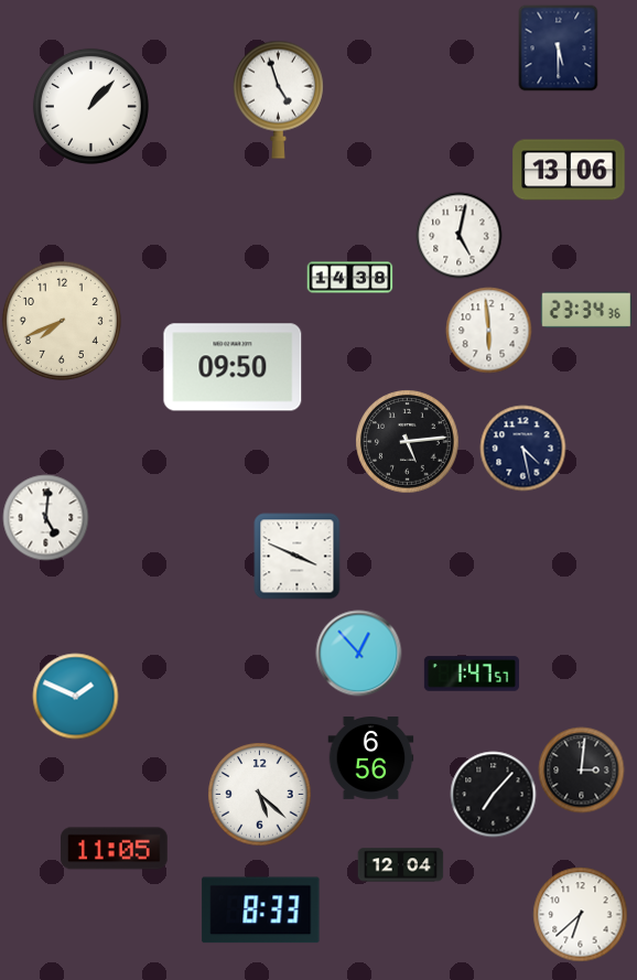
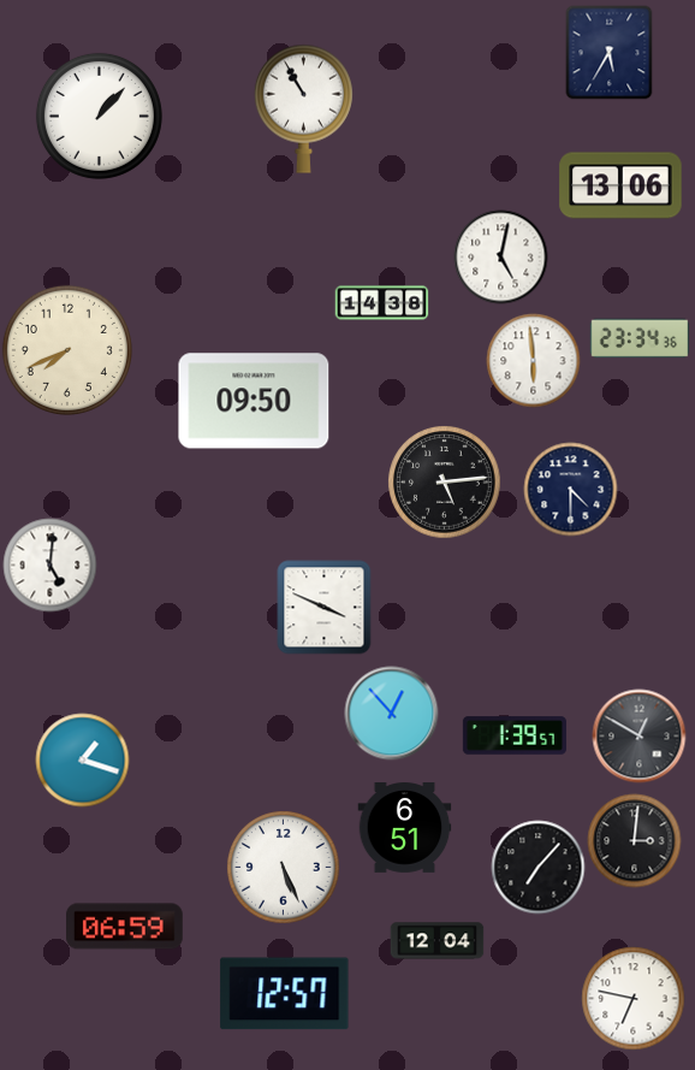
clock at (559, 47): 5:30 -> 5:35
clock at (278, 99): 4:57 -> 10:55
clock at (522, 448): 4:28 -> 4:30
clock at (472, 674): 1:47 -> 1:39
clock at (638, 735): none -> 12:50
clock at (75, 696): 1:49 -> 1:18
clock at (370, 758): 6:56 -> 6:51
clock at (259, 794): 5:22 -> 5:26
clock at (115, 849): 11:05 -> 06:59
clock at (400, 865) position: (400, 865) -> (436, 941)
clock at (261, 911): 8:33 -> 12:57
clock at (580, 914): 6:38 -> 6:47
